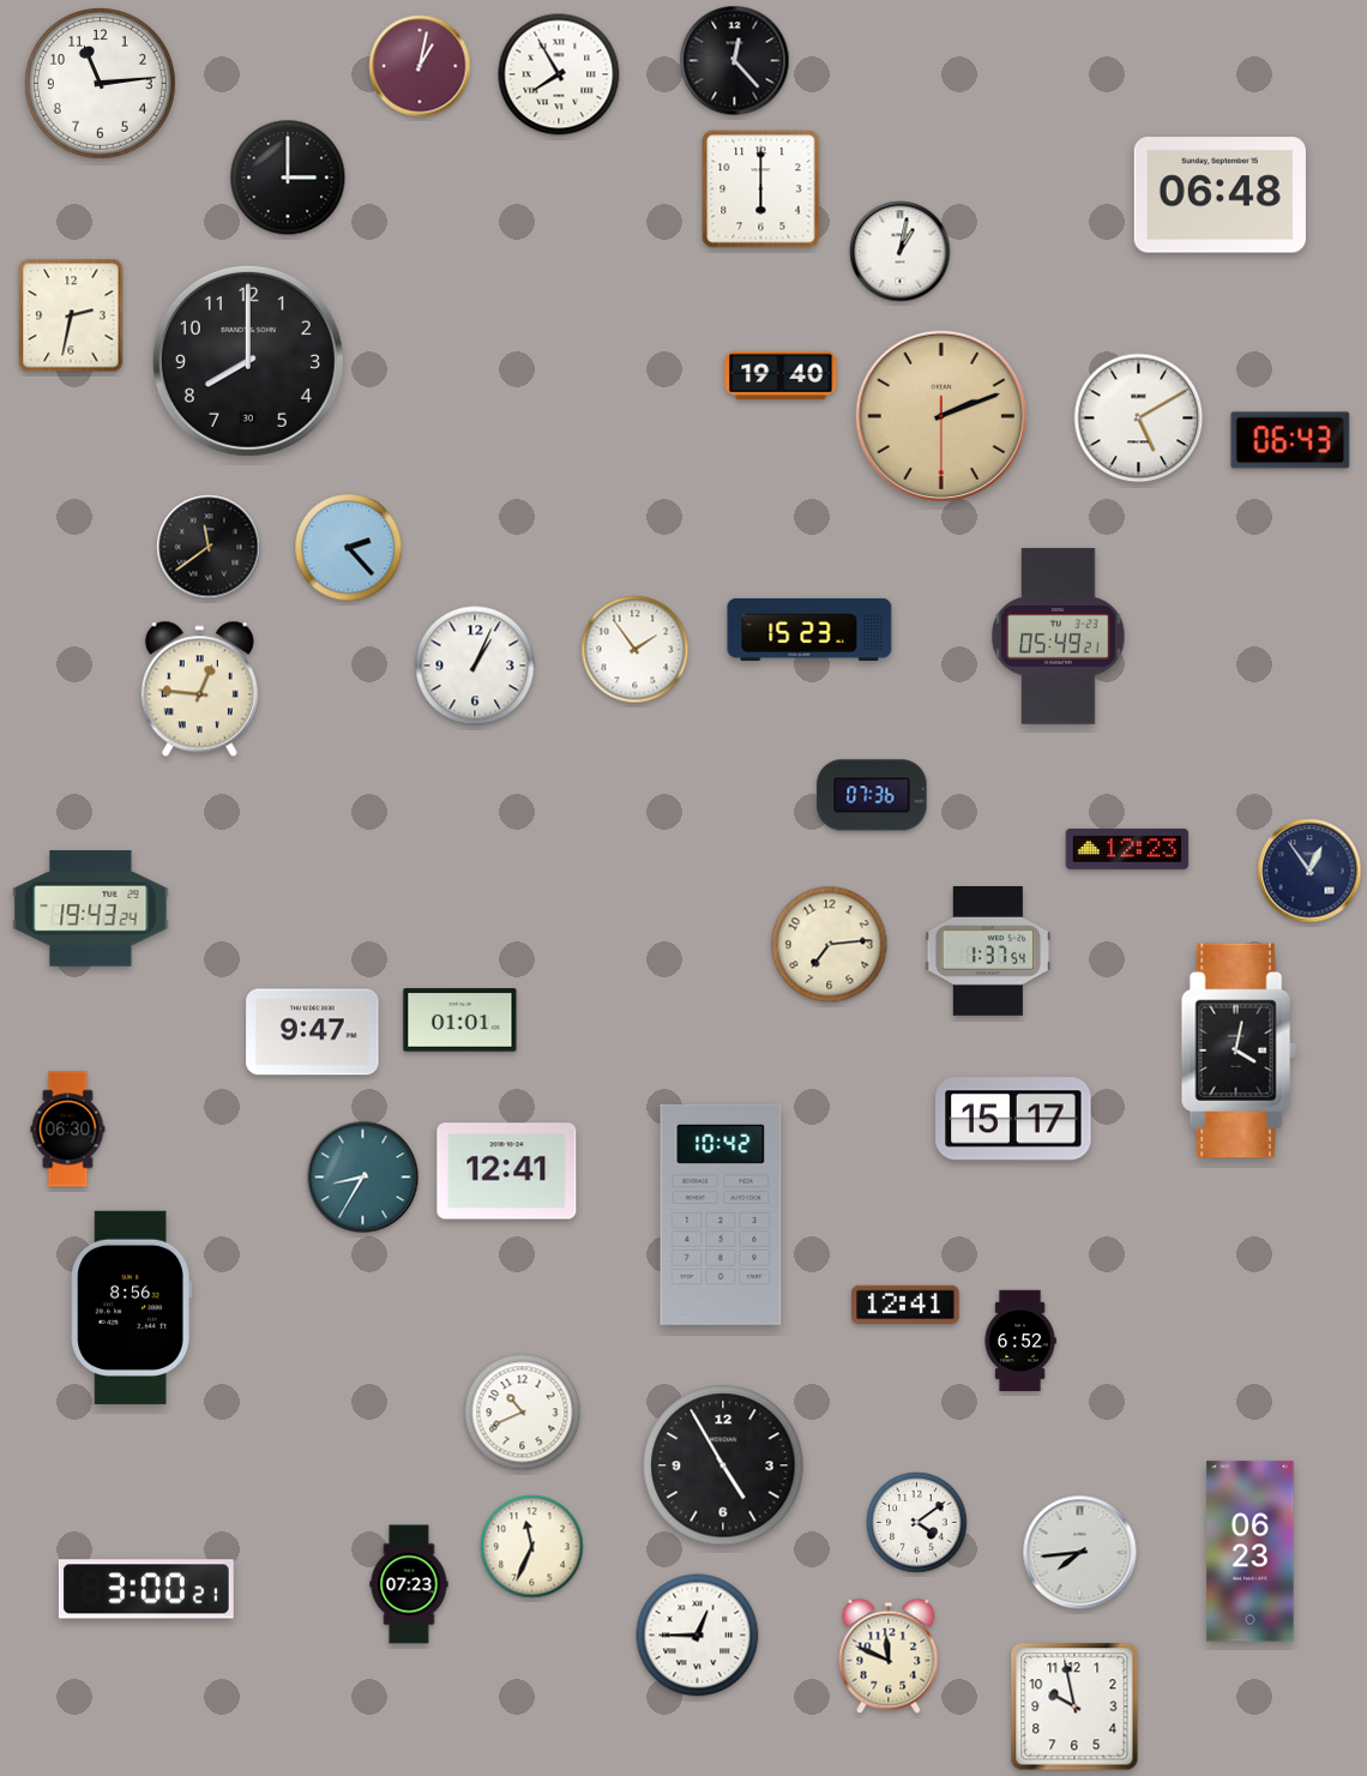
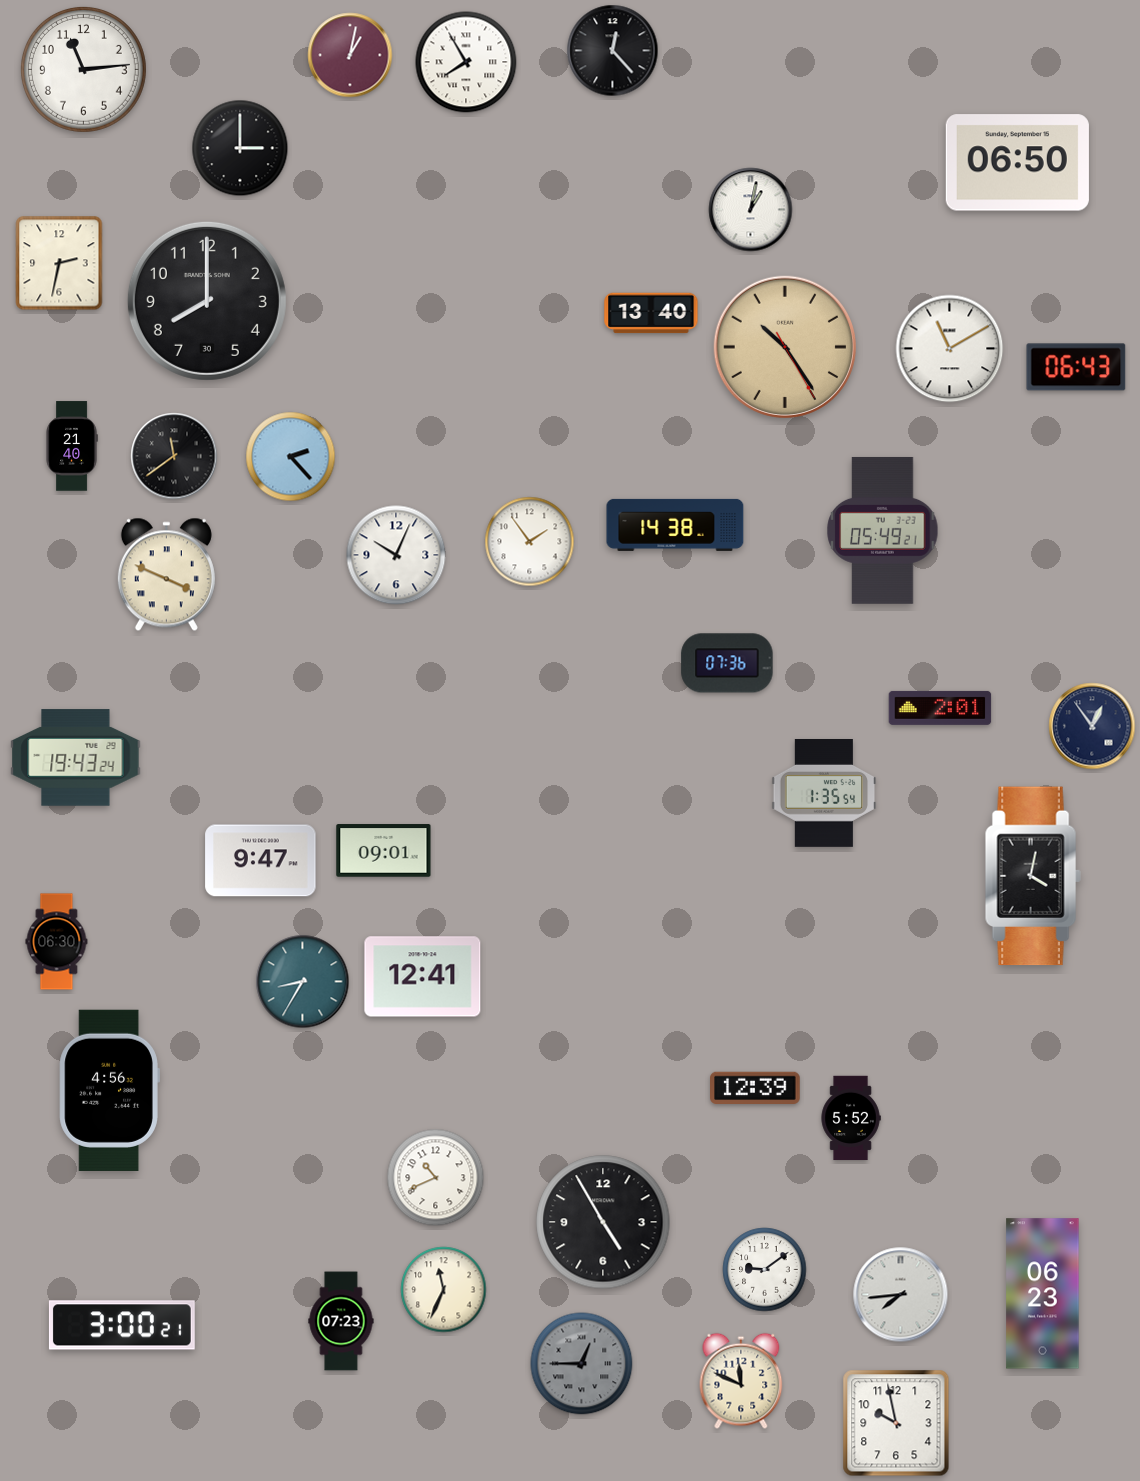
clock at (761, 189): 6:00 -> none
clock at (1220, 195): 06:48 -> 06:50
clock at (781, 375): 19:40 -> 13:40
clock at (941, 416): 2:11 -> 10:24
clock at (1139, 419): 5:10 -> 11:10
clock at (72, 446): none -> 21:40
clock at (809, 630): 15:23 -> 14:38
clock at (475, 666): 1:04 -> 10:04
clock at (199, 690): 12:46 -> 3:49
clock at (1127, 849): 12:23 -> 2:01
clock at (830, 945): 7:14 -> none
clock at (988, 952): 1:37 -> 1:35
clock at (460, 1021): 01:01 -> 09:01
clock at (1013, 1119): 15:17 -> none
clock at (721, 1215): 10:42 -> none
clock at (905, 1305): 12:41 -> 12:39
clock at (131, 1307): 8:56 -> 4:56
clock at (1020, 1341): 6:52 -> 5:52
clock at (917, 1523): 4:09 -> 9:09
clock at (698, 1636) dial: white -> grey
